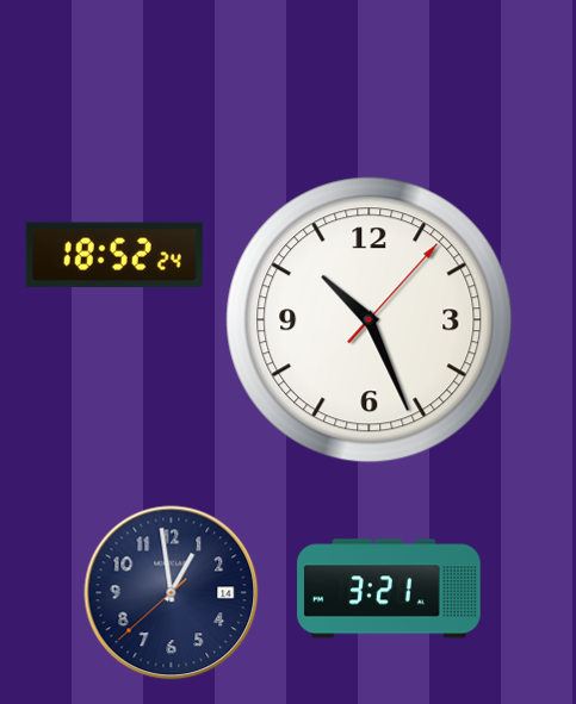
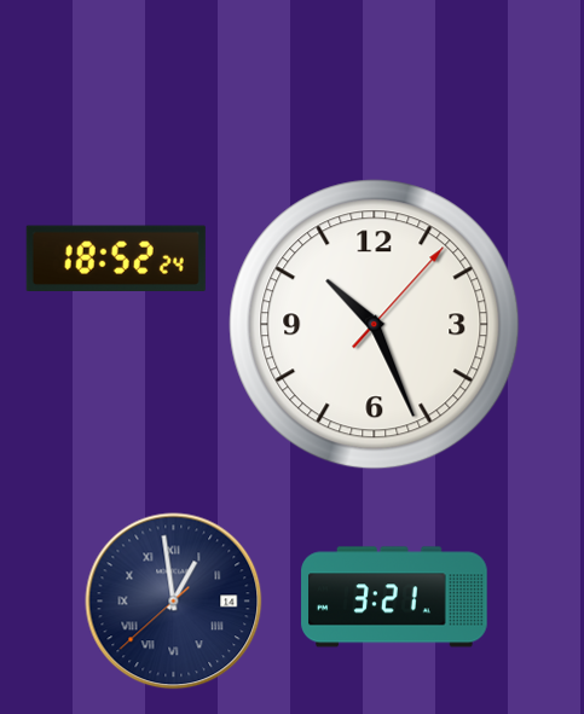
clock at (172, 593) numerals: Arabic -> Roman
